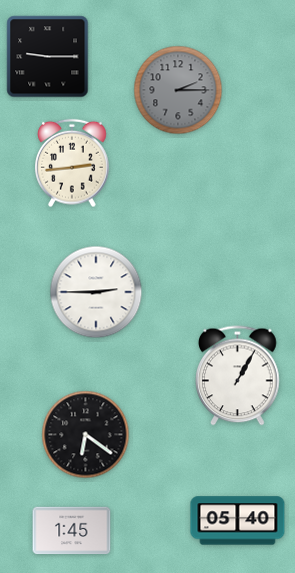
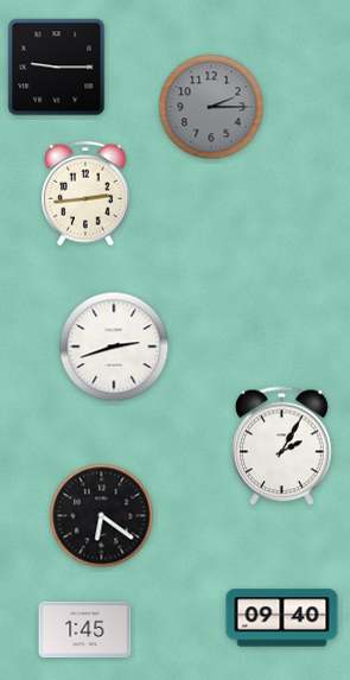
clock at (96, 292): 2:45 -> 2:42
clock at (238, 376): 1:05 -> 2:05
clock at (238, 521): 05:40 -> 09:40
